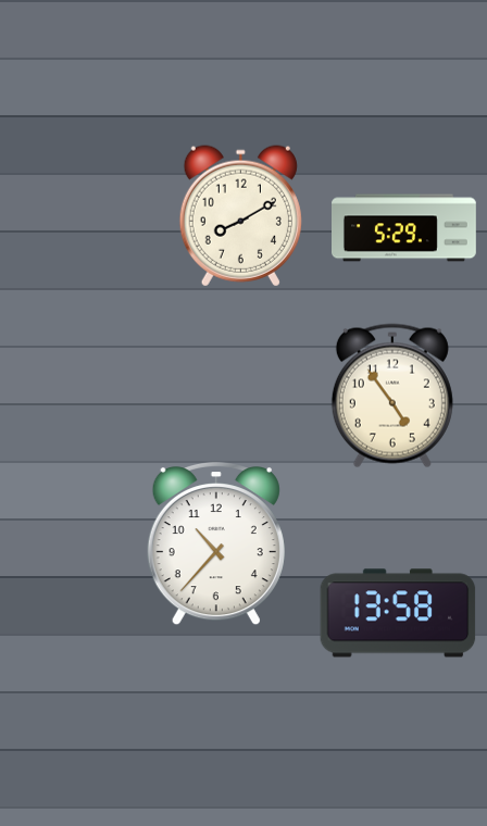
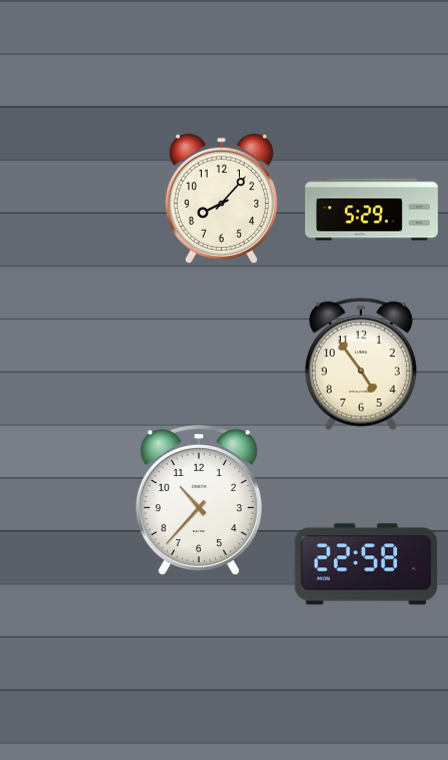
clock at (240, 216): 8:10 -> 8:07
clock at (398, 613): 13:58 -> 22:58
